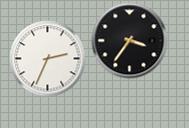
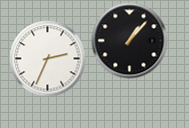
clock at (130, 41): 3:36 -> 1:07
